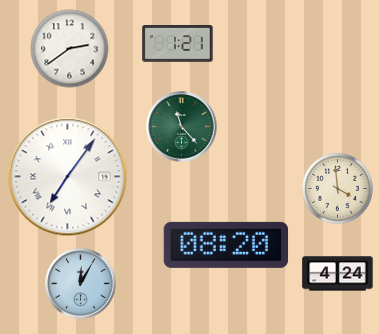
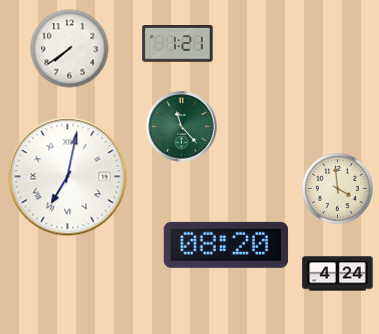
clock at (70, 49): 2:39 -> 7:39
clock at (68, 177): 7:06 -> 7:02
clock at (81, 284): 12:05 -> none
